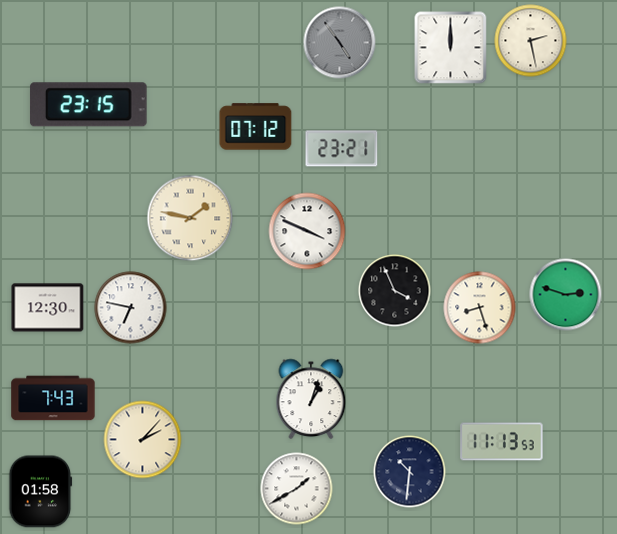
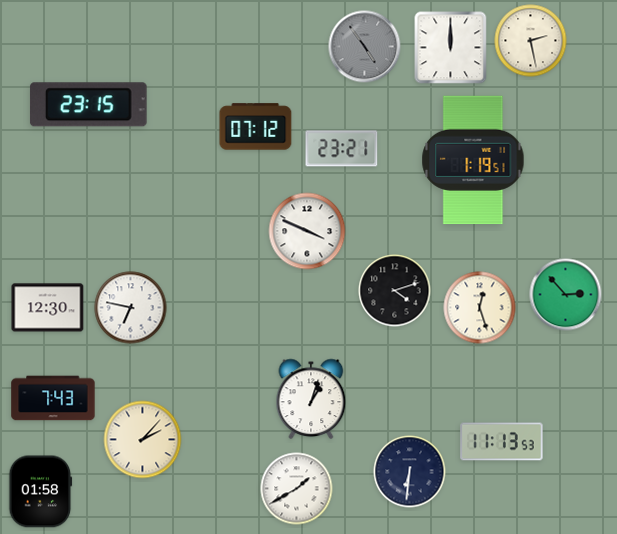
clock at (340, 43) position: (340, 43) -> (365, 47)
clock at (473, 160): none -> 1:19
clock at (190, 218): 1:47 -> none
clock at (395, 291): 3:56 -> 4:12
clock at (566, 295): 2:48 -> 2:53
clock at (480, 308): 8:27 -> 12:27
clock at (410, 472): 10:31 -> 6:31
